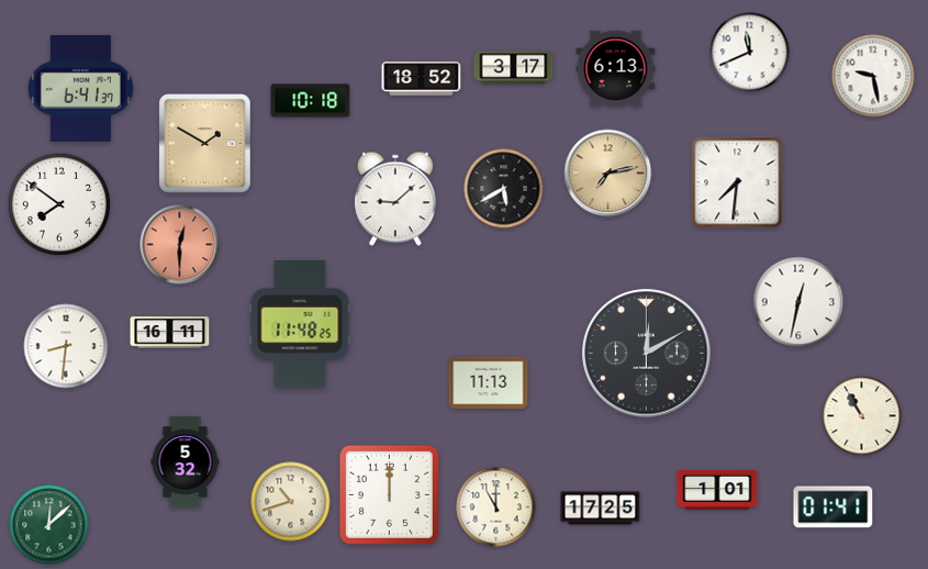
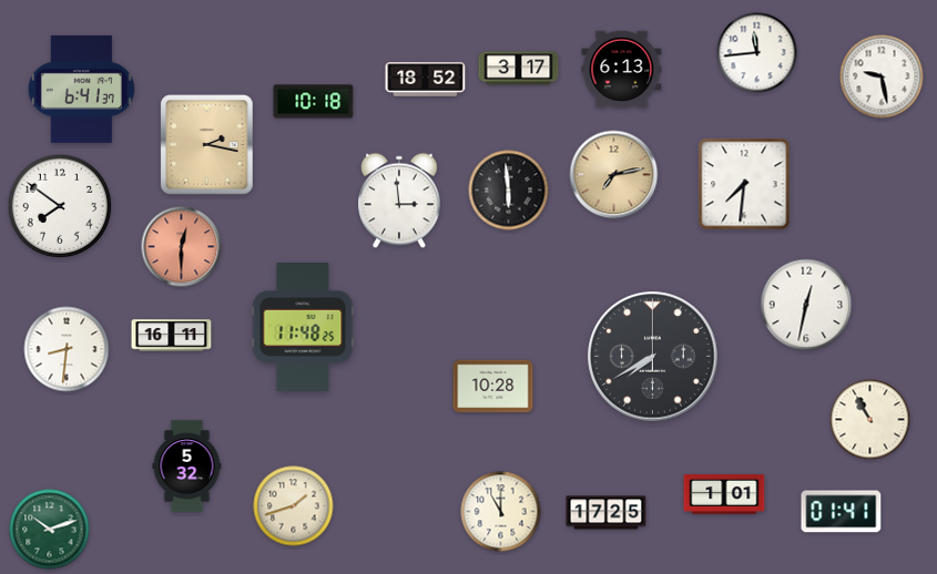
clock at (750, 53): 11:41 -> 11:44
clock at (205, 144): 1:50 -> 2:17
clock at (504, 189): 5:40 -> 5:59
clock at (395, 199): 9:08 -> 2:59
clock at (647, 354): 12:10 -> 7:40
clock at (489, 383): 11:13 -> 10:28
clock at (389, 494): 12:00 -> none
clock at (291, 502): 10:42 -> 1:42
clock at (49, 525): 12:08 -> 10:12
